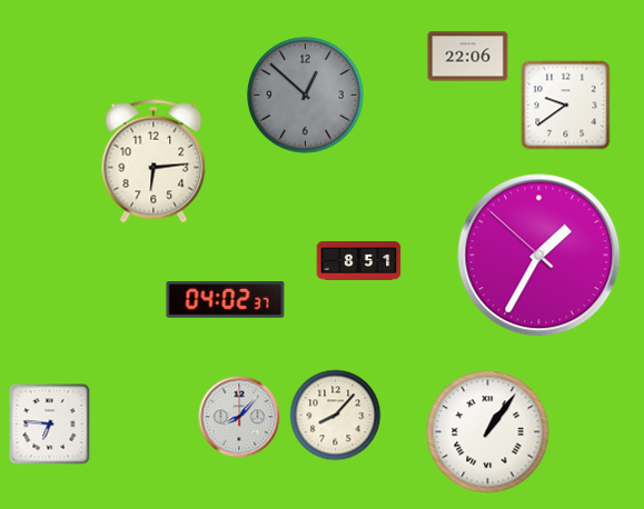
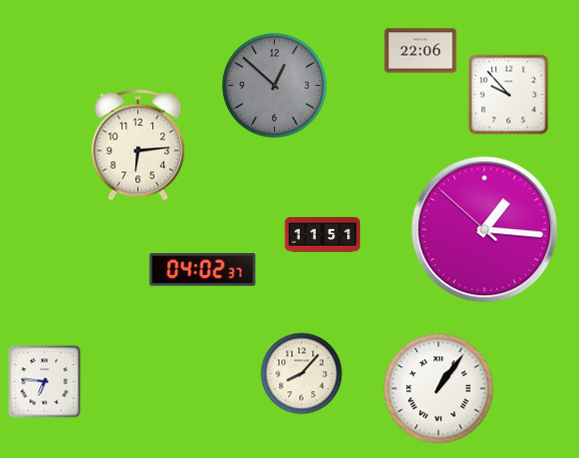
clock at (566, 106): 9:39 -> 9:53
clock at (539, 256): 1:34 -> 1:15
clock at (359, 261): 8:51 -> 11:51
clock at (239, 417): 8:07 -> none
